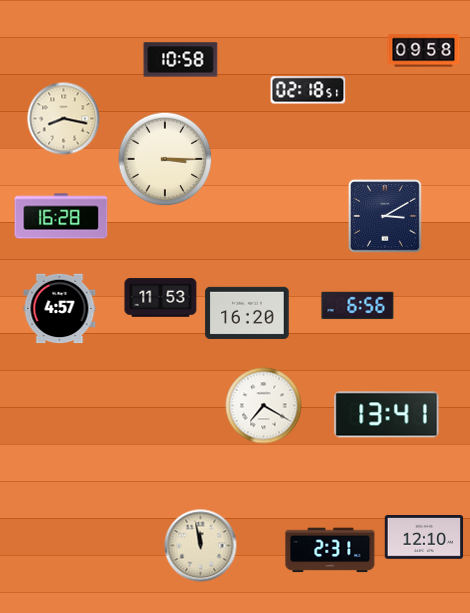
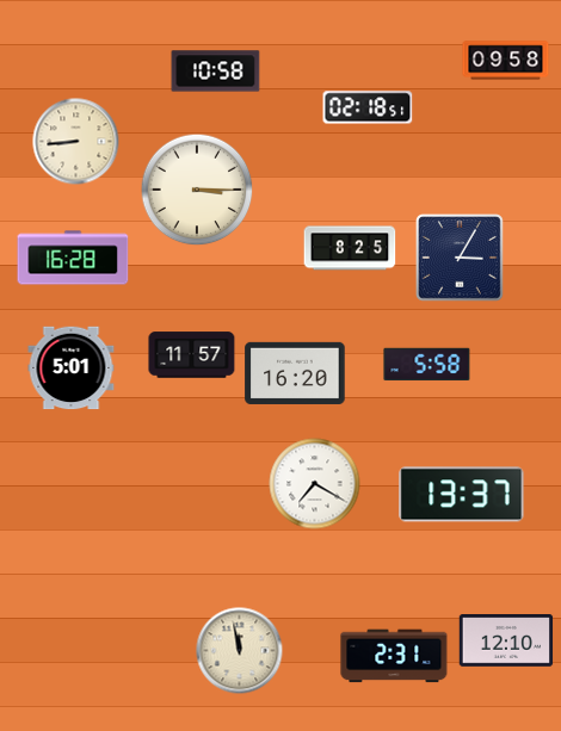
clock at (64, 119): 8:17 -> 8:44
clock at (350, 248): none -> 8:25
clock at (386, 217): 3:10 -> 3:05
clock at (161, 298): 11:53 -> 11:57
clock at (358, 306): 6:56 -> 5:58
clock at (60, 309): 4:57 -> 5:01
clock at (387, 415): 13:41 -> 13:37
